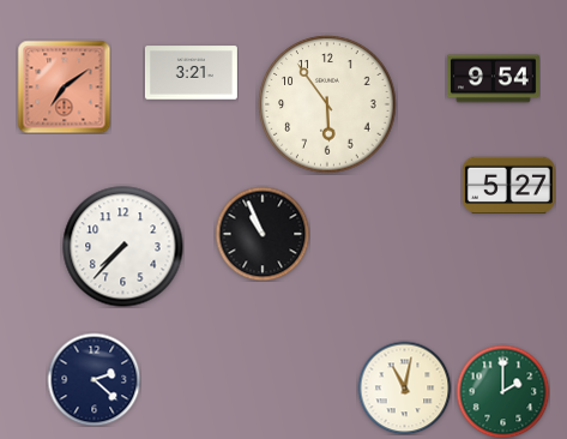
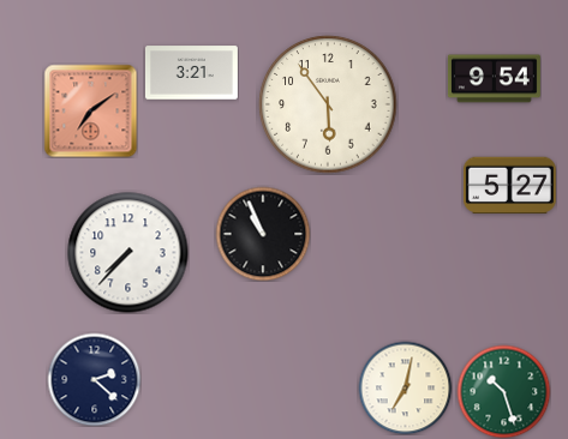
clock at (64, 86) position: (64, 86) -> (90, 110)
clock at (123, 247) position: (123, 247) -> (128, 253)
clock at (404, 387): 11:02 -> 7:02
clock at (502, 391): 2:00 -> 10:27
